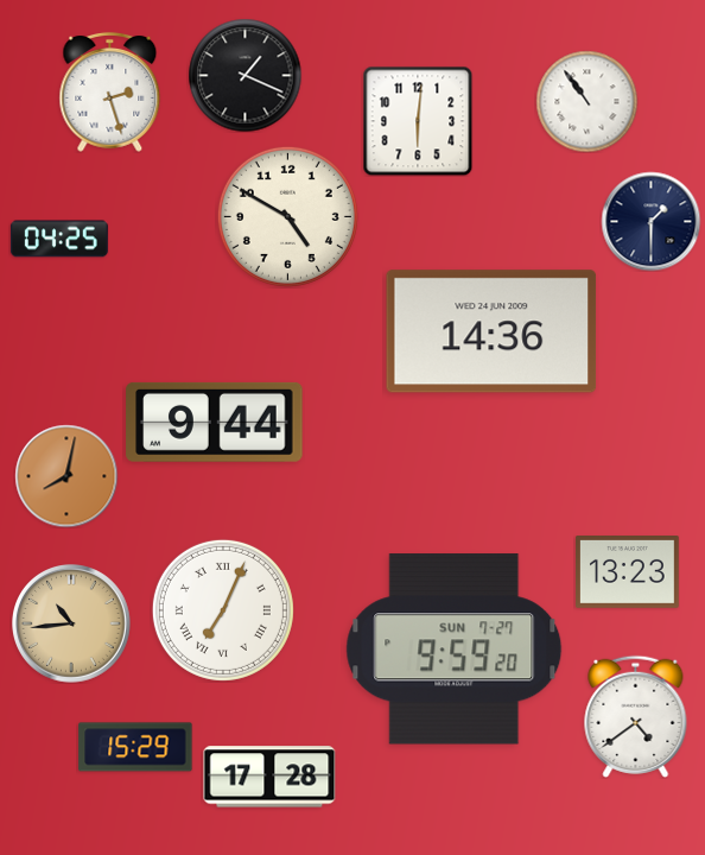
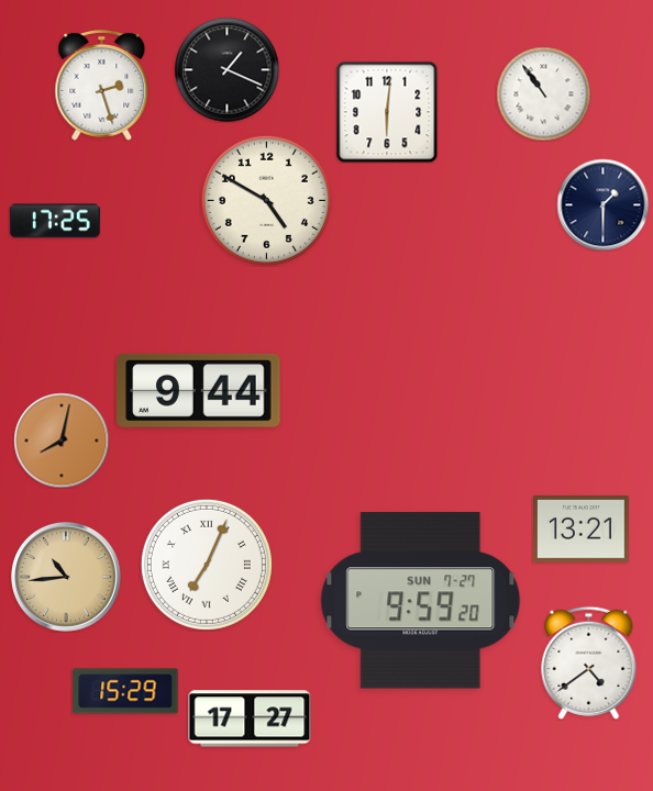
clock at (59, 239): 04:25 -> 17:25
clock at (491, 331): 14:36 -> none
clock at (628, 572): 13:23 -> 13:21
clock at (269, 777): 17:28 -> 17:27
